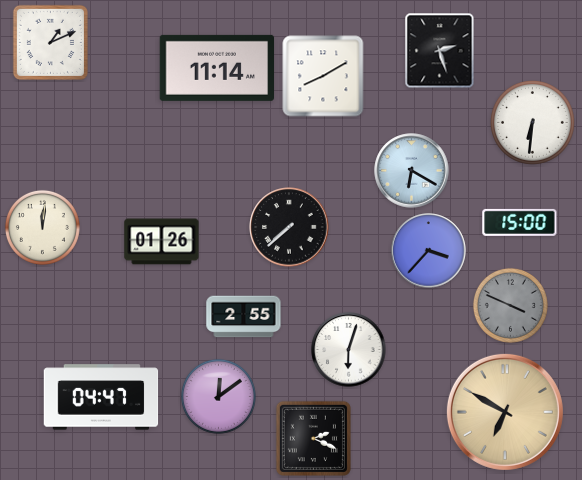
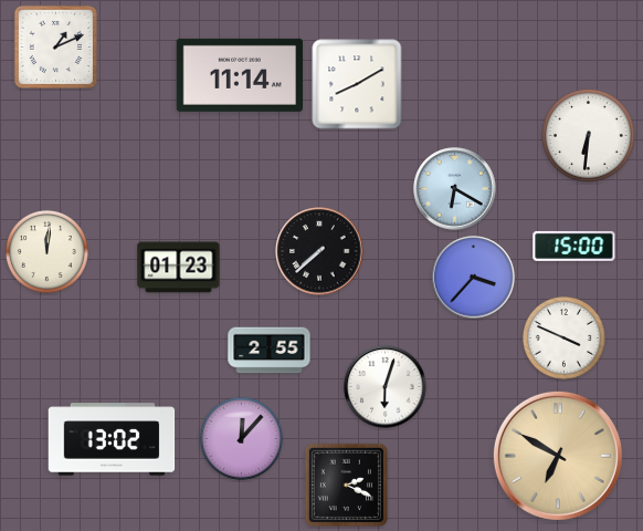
clock at (440, 51): 2:27 -> none
clock at (162, 242): 01:26 -> 01:23
clock at (510, 305) dial: grey -> white
clock at (218, 396): 12:09 -> 12:07
clock at (101, 397): 04:47 -> 13:02
